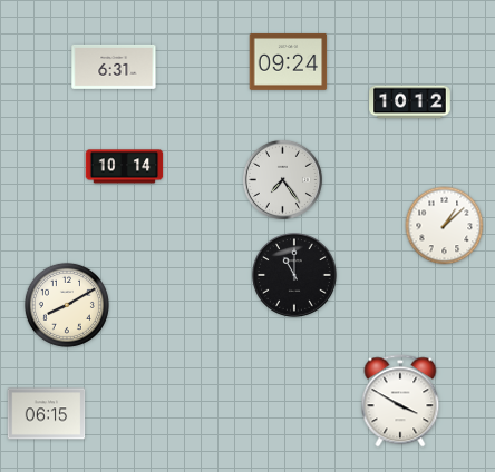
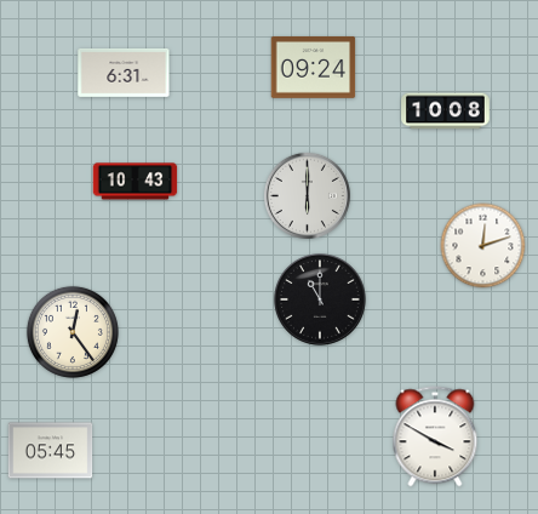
clock at (410, 102): 10:12 -> 10:08
clock at (125, 167): 10:14 -> 10:43
clock at (282, 179): 7:24 -> 6:00
clock at (445, 226): 1:08 -> 12:12
clock at (67, 305): 8:10 -> 12:24
clock at (47, 414): 06:15 -> 05:45
